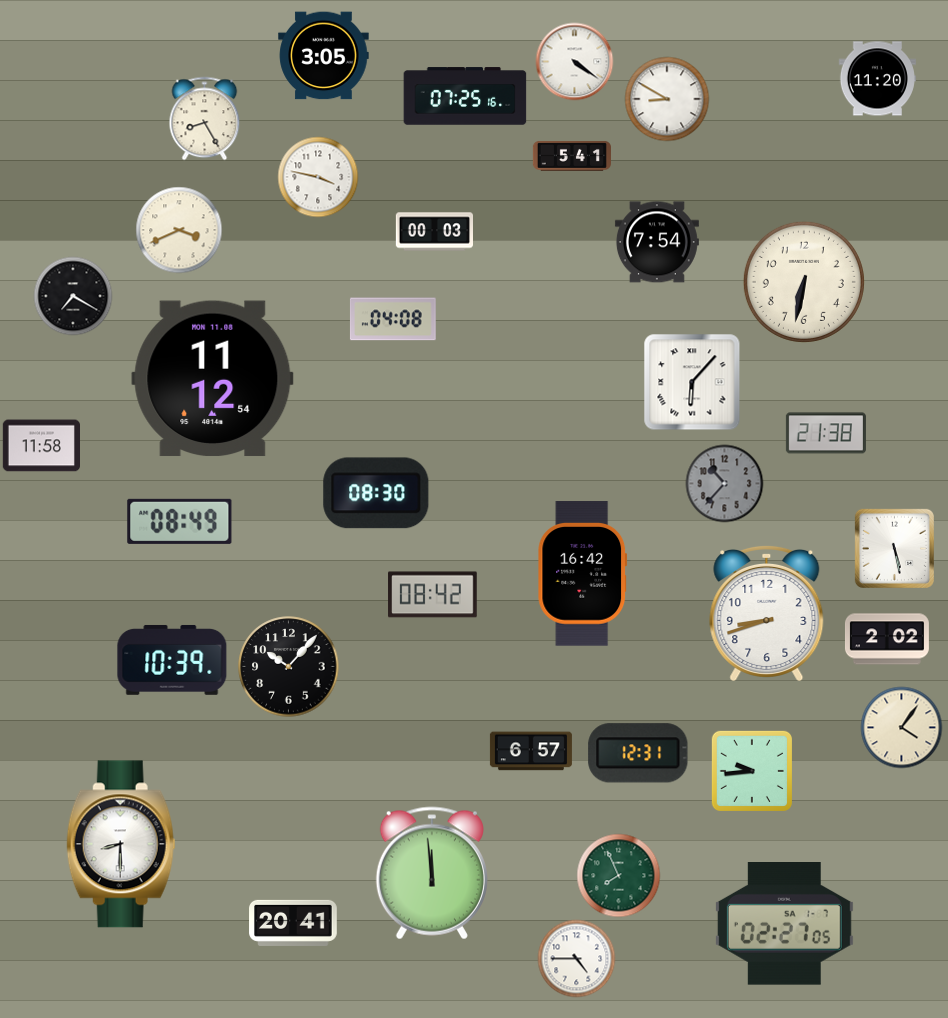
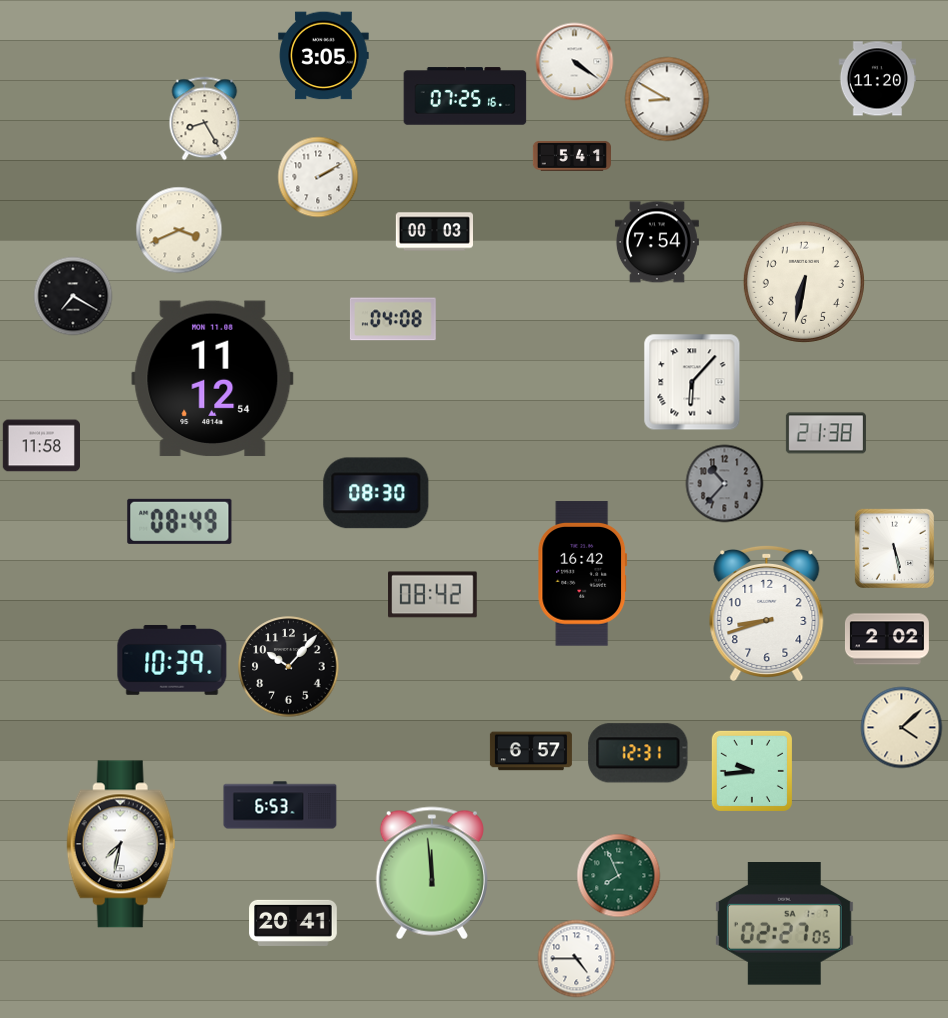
clock at (318, 177): 3:47 -> 2:10
clock at (901, 727): 4:06 -> 4:08
clock at (280, 805): none -> 6:53
clock at (121, 844): 8:30 -> 7:32
